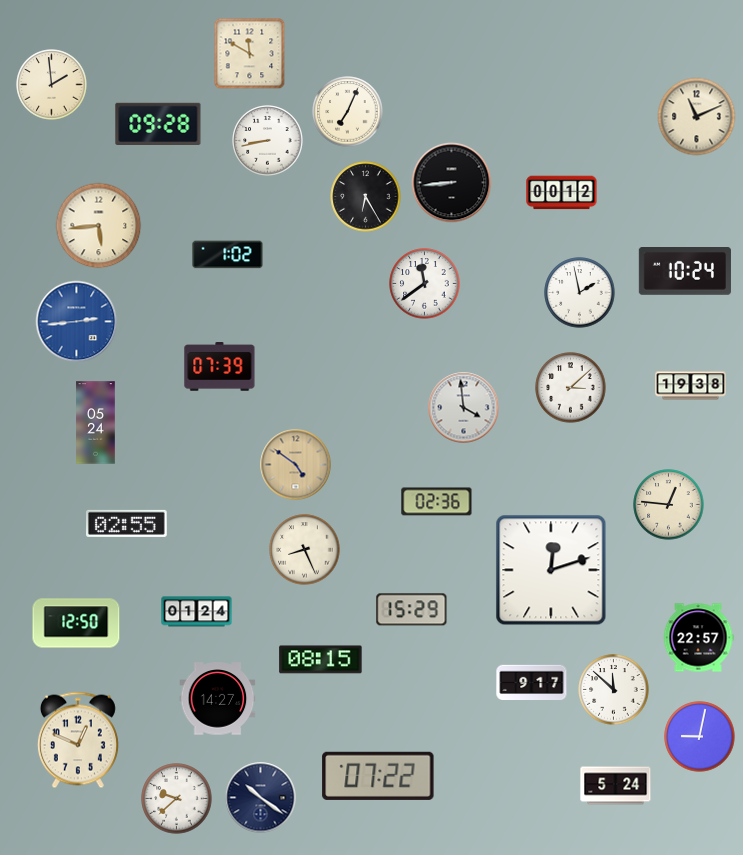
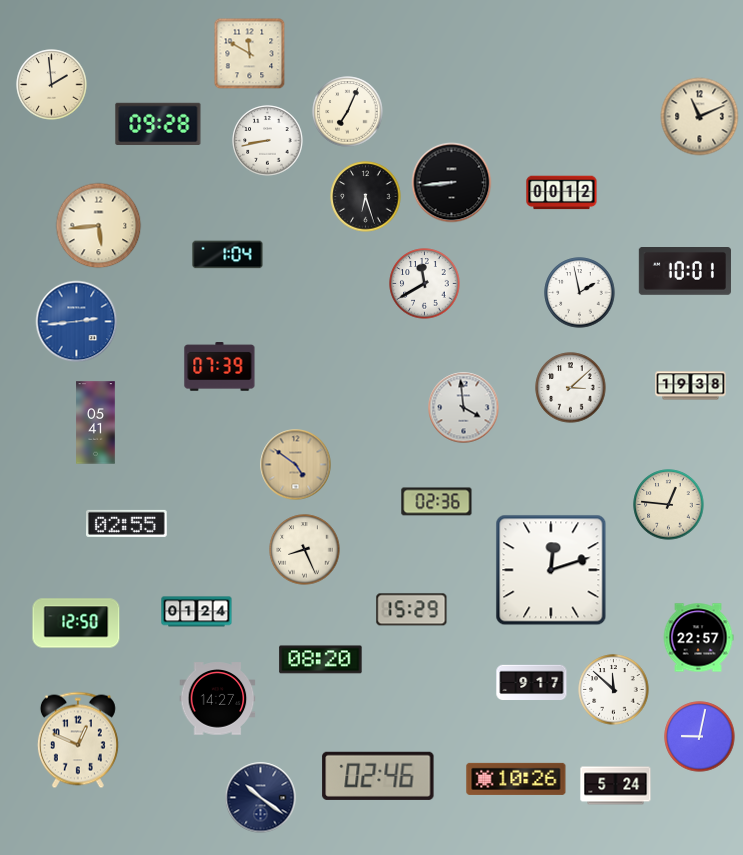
clock at (697, 117) position: (697, 117) -> (700, 117)
clock at (366, 197): 6:25 -> 6:27
clock at (228, 255): 1:02 -> 1:04
clock at (685, 272): 10:24 -> 10:01
clock at (425, 284): 11:39 -> 11:40
clock at (96, 423): 05:24 -> 05:41
clock at (321, 660): 08:15 -> 08:20
clock at (378, 776): 07:22 -> 02:46
clock at (516, 779): none -> 10:26
clock at (177, 799): 9:38 -> none
